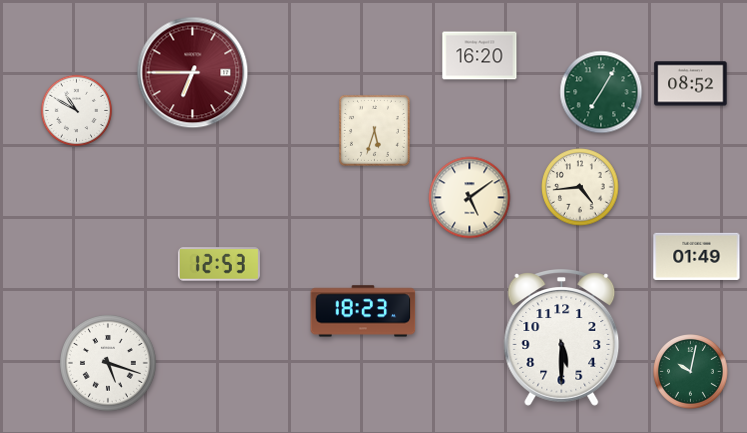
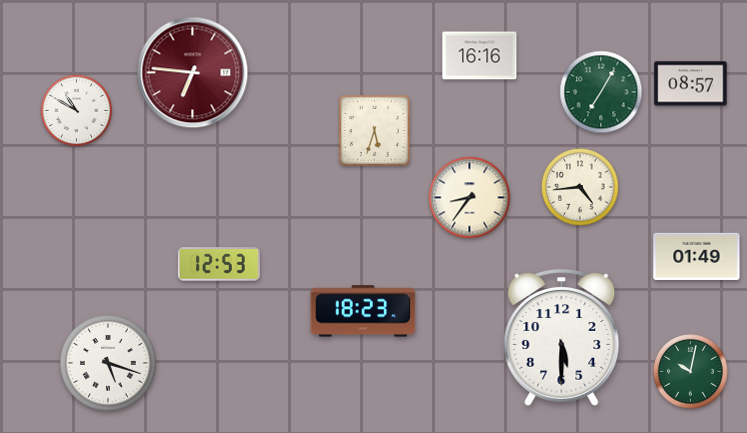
clock at (480, 56): 16:20 -> 16:16
clock at (193, 73): 6:45 -> 6:46
clock at (691, 84): 08:52 -> 08:57
clock at (470, 198): 5:09 -> 8:36
